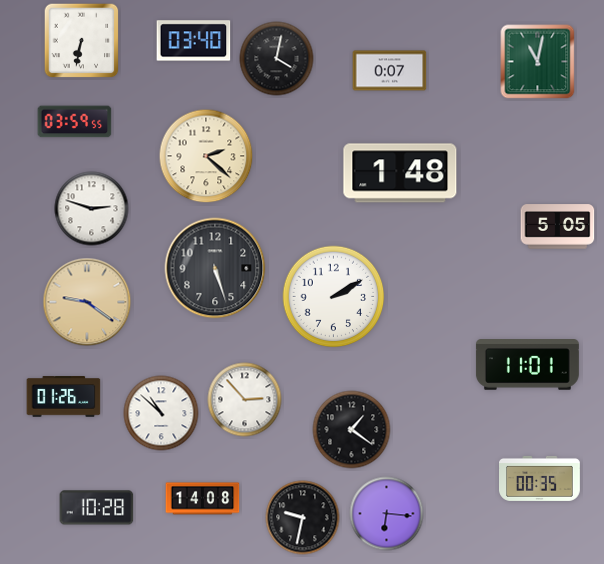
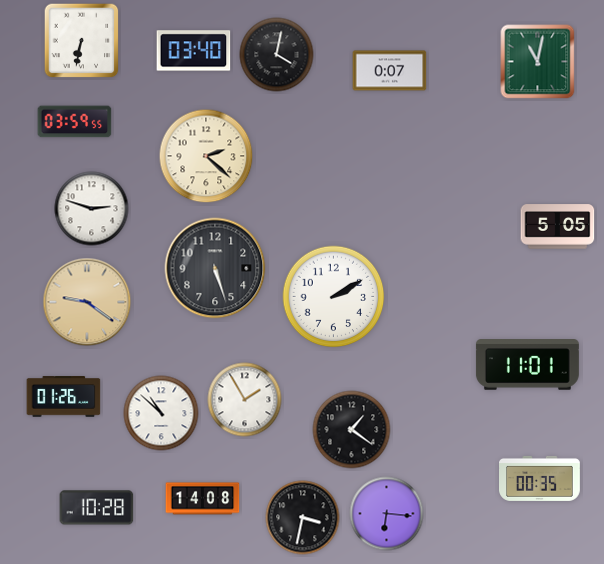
clock at (194, 41) position: (194, 41) -> (194, 51)
clock at (277, 59) position: (277, 59) -> (277, 55)
clock at (400, 173): 1:48 -> none
clock at (245, 400): 2:53 -> 1:55
clock at (303, 518): 9:32 -> 3:32
